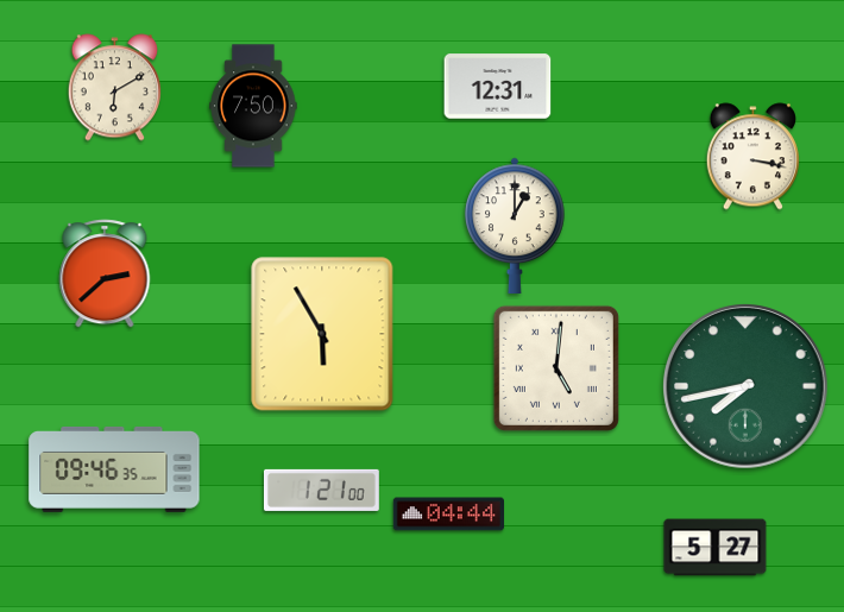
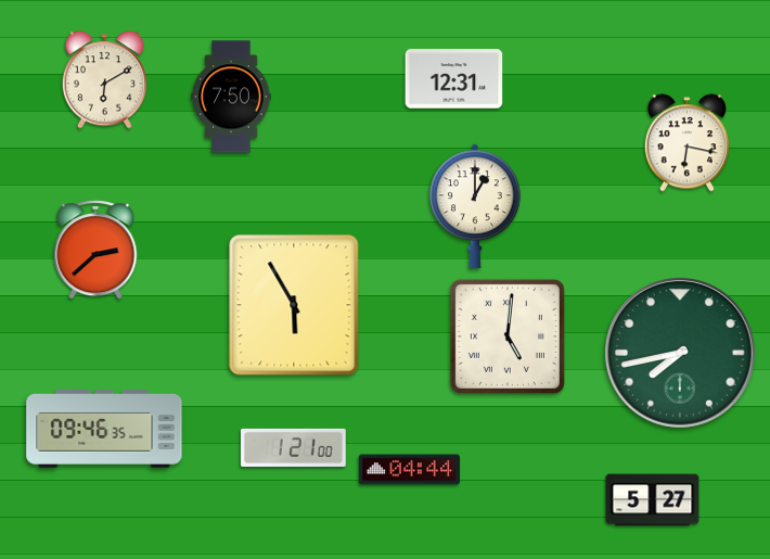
clock at (752, 157): 3:17 -> 6:17
clock at (515, 225) position: (515, 225) -> (475, 205)
